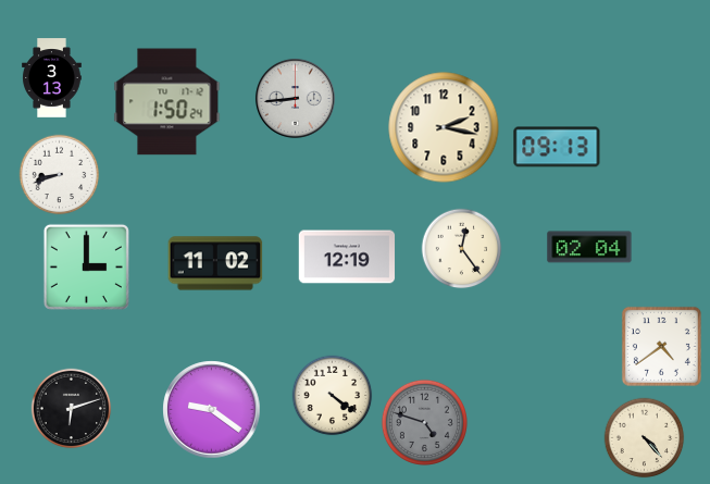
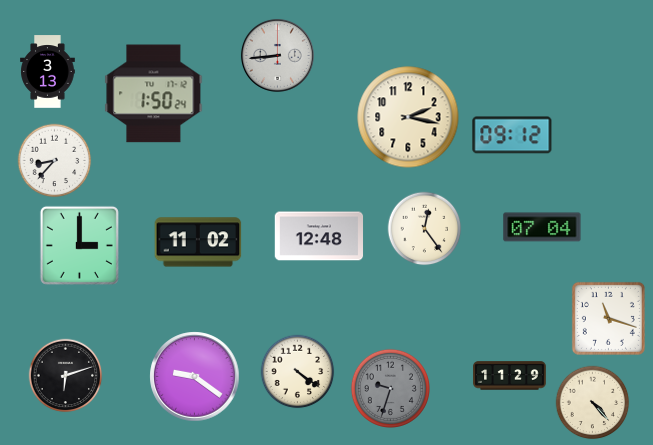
clock at (295, 98) position: (295, 98) -> (277, 55)
clock at (557, 147): 09:13 -> 09:12
clock at (60, 175): 8:42 -> 8:37
clock at (589, 247): 02:04 -> 07:04
clock at (347, 257): 12:19 -> 12:48
clock at (661, 346): 4:39 -> 11:18
clock at (333, 396) position: (333, 396) -> (298, 372)
clock at (510, 376): none -> 11:29
clock at (424, 422): 4:48 -> 9:33
